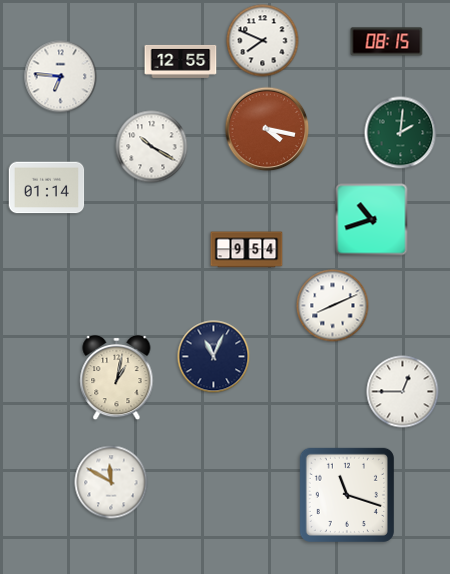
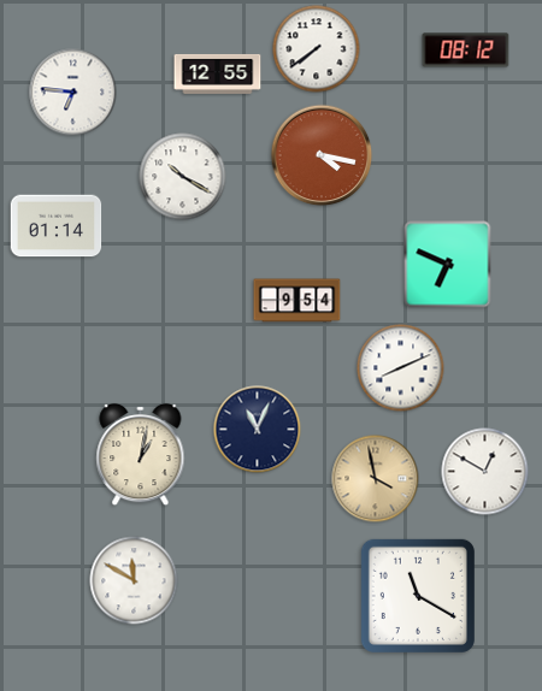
clock at (263, 41): 7:49 -> 7:39
clock at (387, 42): 08:15 -> 08:12
clock at (401, 133): 2:01 -> none
clock at (372, 220): 10:42 -> 6:49
clock at (403, 392): 12:45 -> 12:50
clock at (376, 479): none -> 3:58
clock at (347, 495): 11:18 -> 11:20
